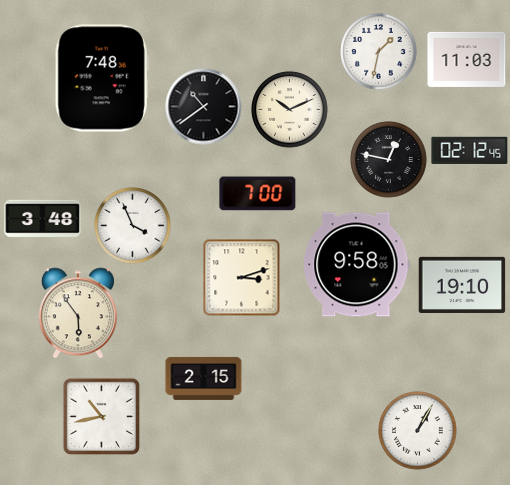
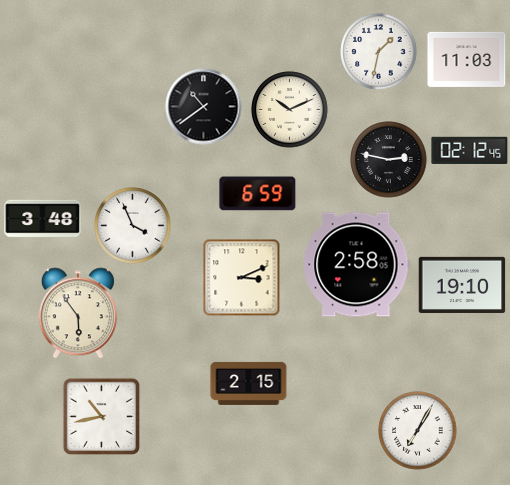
clock at (102, 78): 7:48 -> none
clock at (389, 160): 12:47 -> 2:47
clock at (258, 194): 7:00 -> 6:59
clock at (357, 265): 9:58 -> 2:58
clock at (242, 278): 3:12 -> 3:11
clock at (204, 378) position: (204, 378) -> (249, 383)
clock at (418, 431): 1:05 -> 7:05
